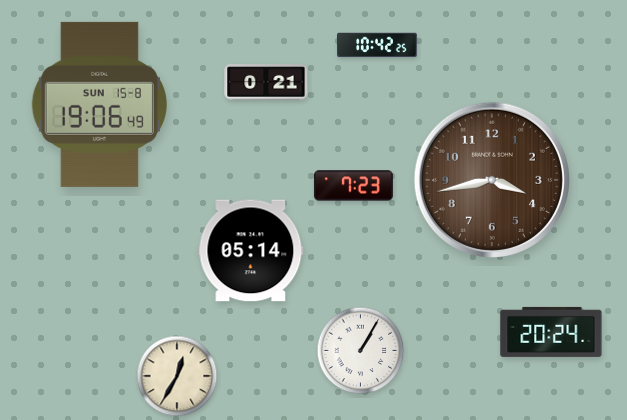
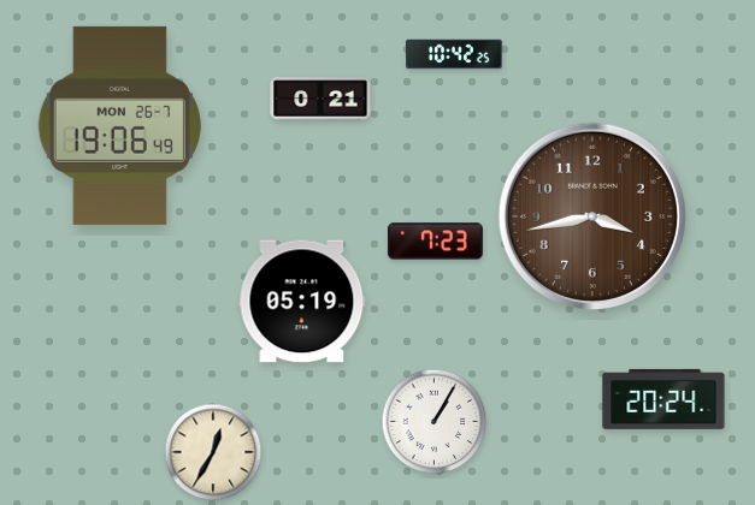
clock at (99, 104) date: SUN 15-8 -> MON 26-7
clock at (353, 186) position: (353, 186) -> (435, 242)
clock at (251, 251): 05:14 -> 05:19
